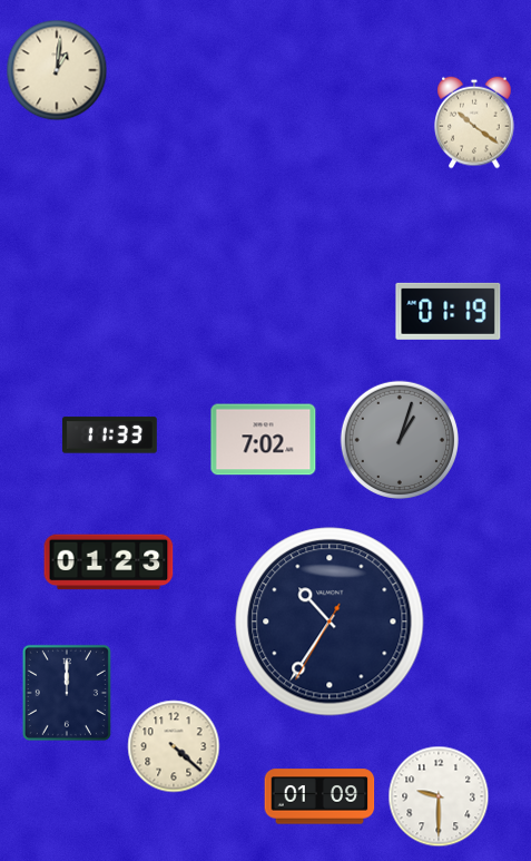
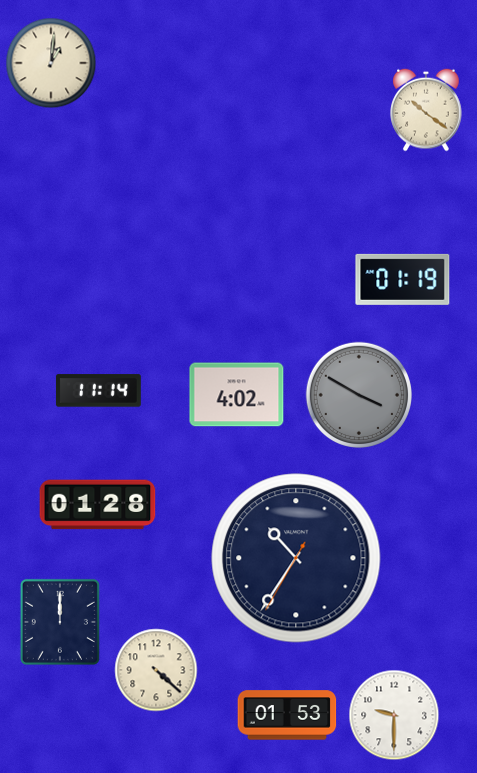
clock at (109, 436): 11:33 -> 11:14
clock at (264, 440): 7:02 -> 4:02
clock at (400, 440): 1:03 -> 3:50
clock at (109, 562): 01:23 -> 01:28
clock at (319, 796): 01:09 -> 01:53
